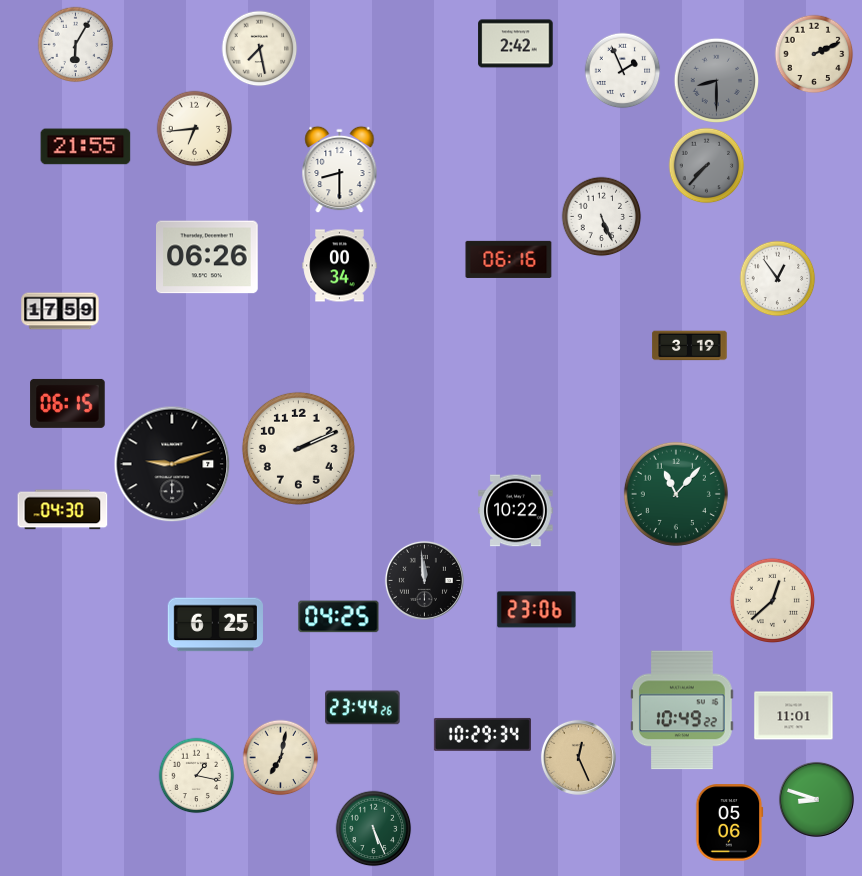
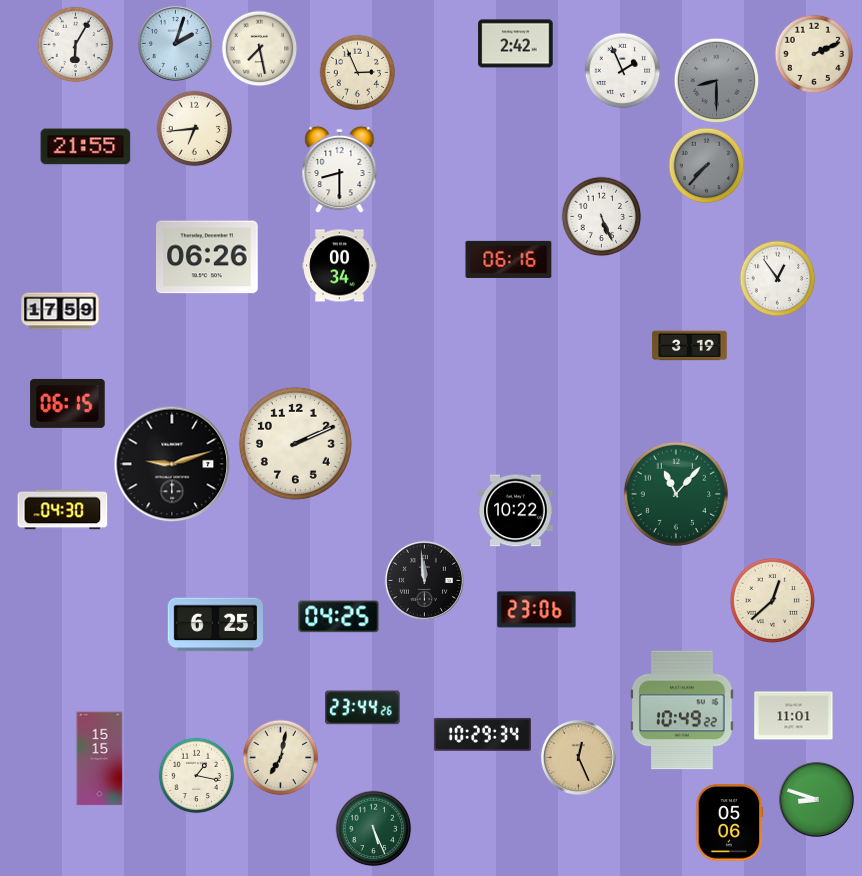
clock at (175, 43): none -> 2:03
clock at (358, 73): none -> 2:56
clock at (298, 448) position: (298, 448) -> (295, 443)
clock at (100, 759): none -> 15:15
